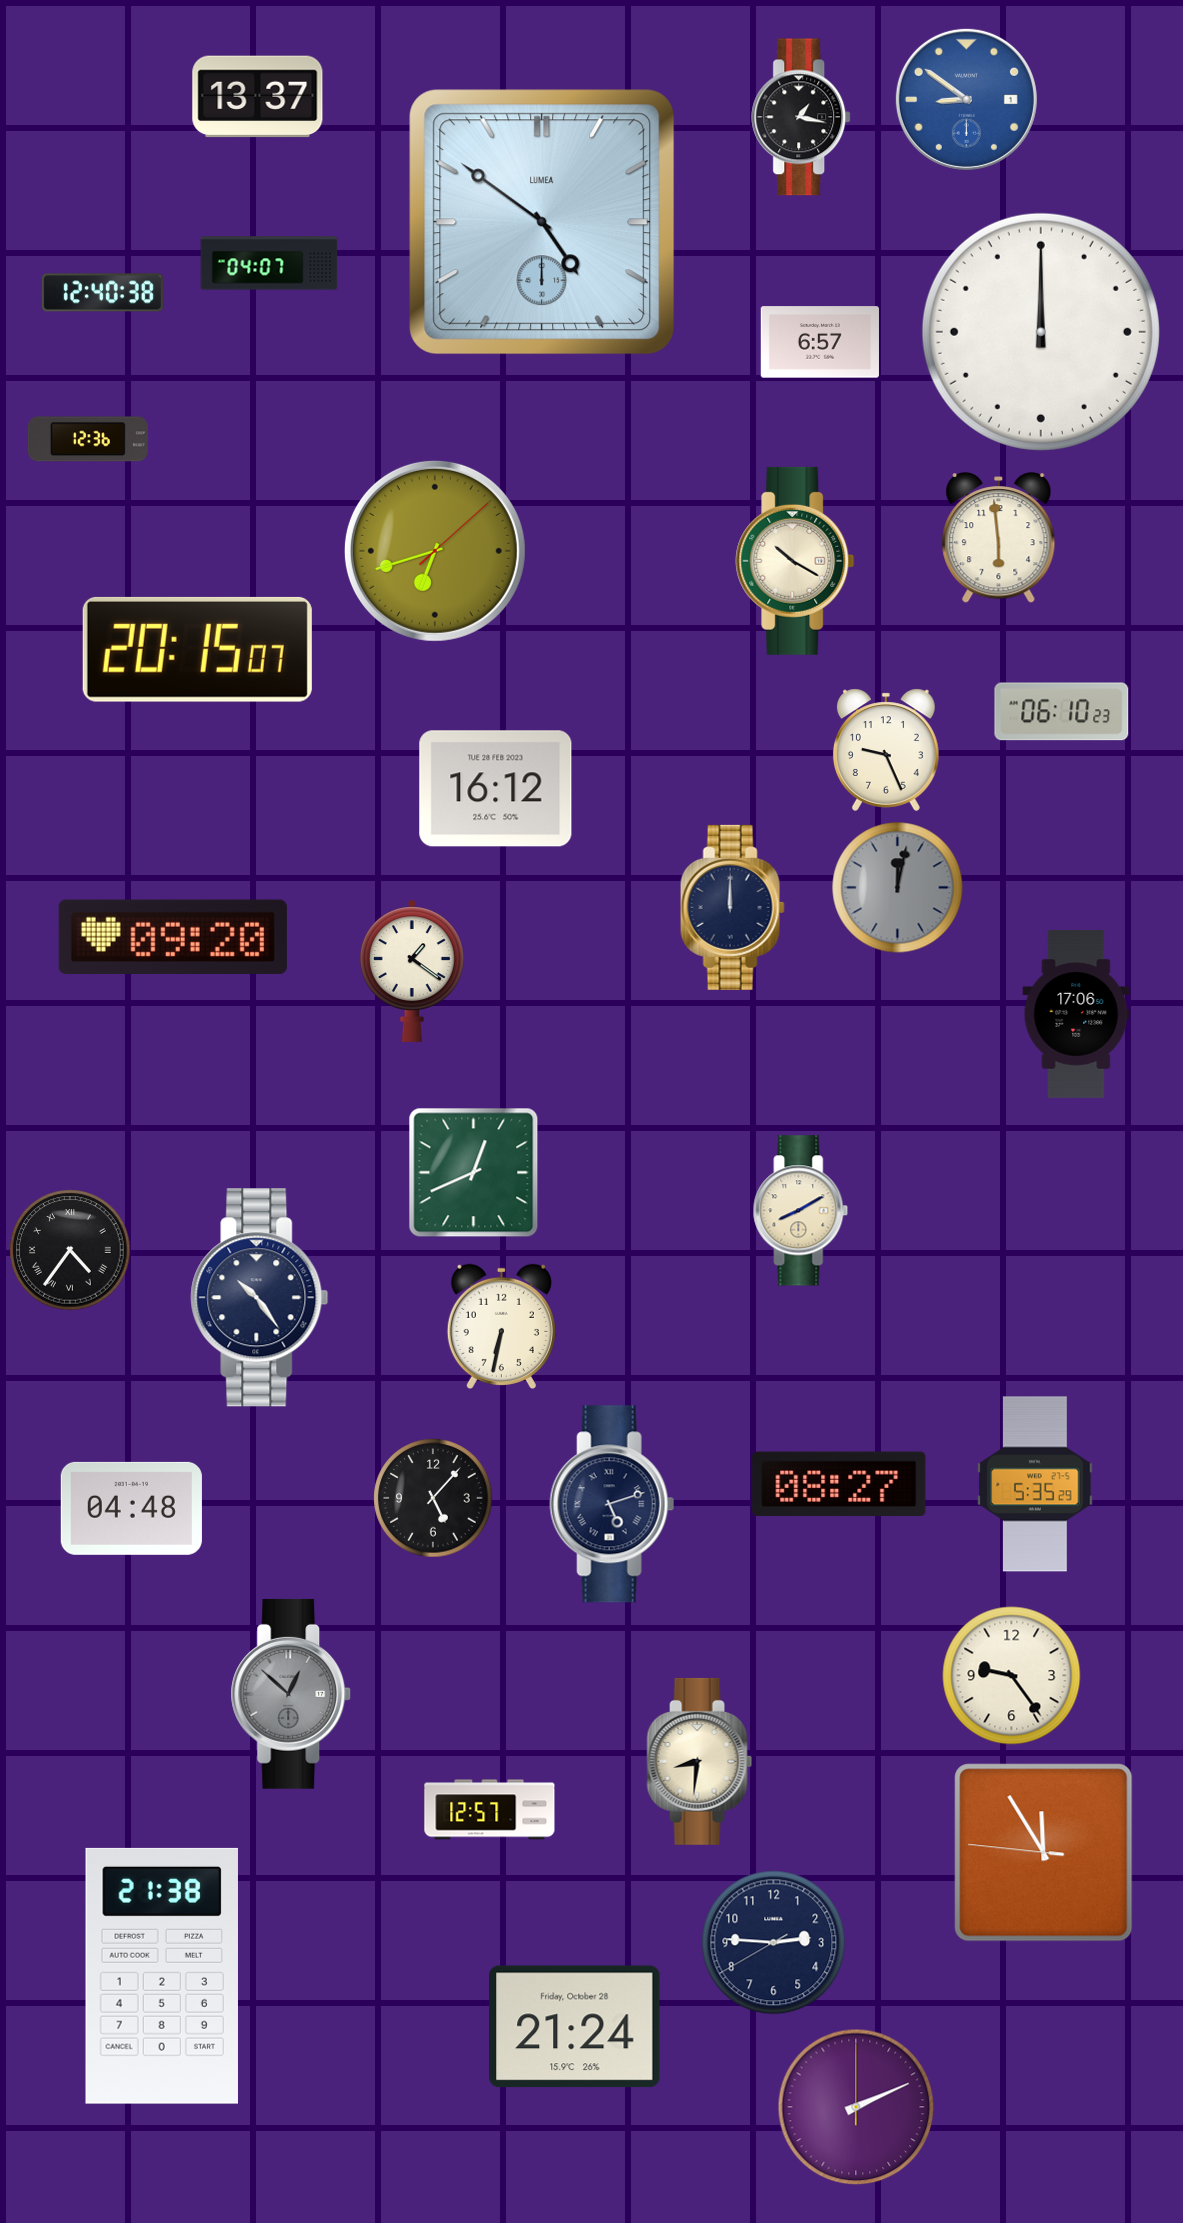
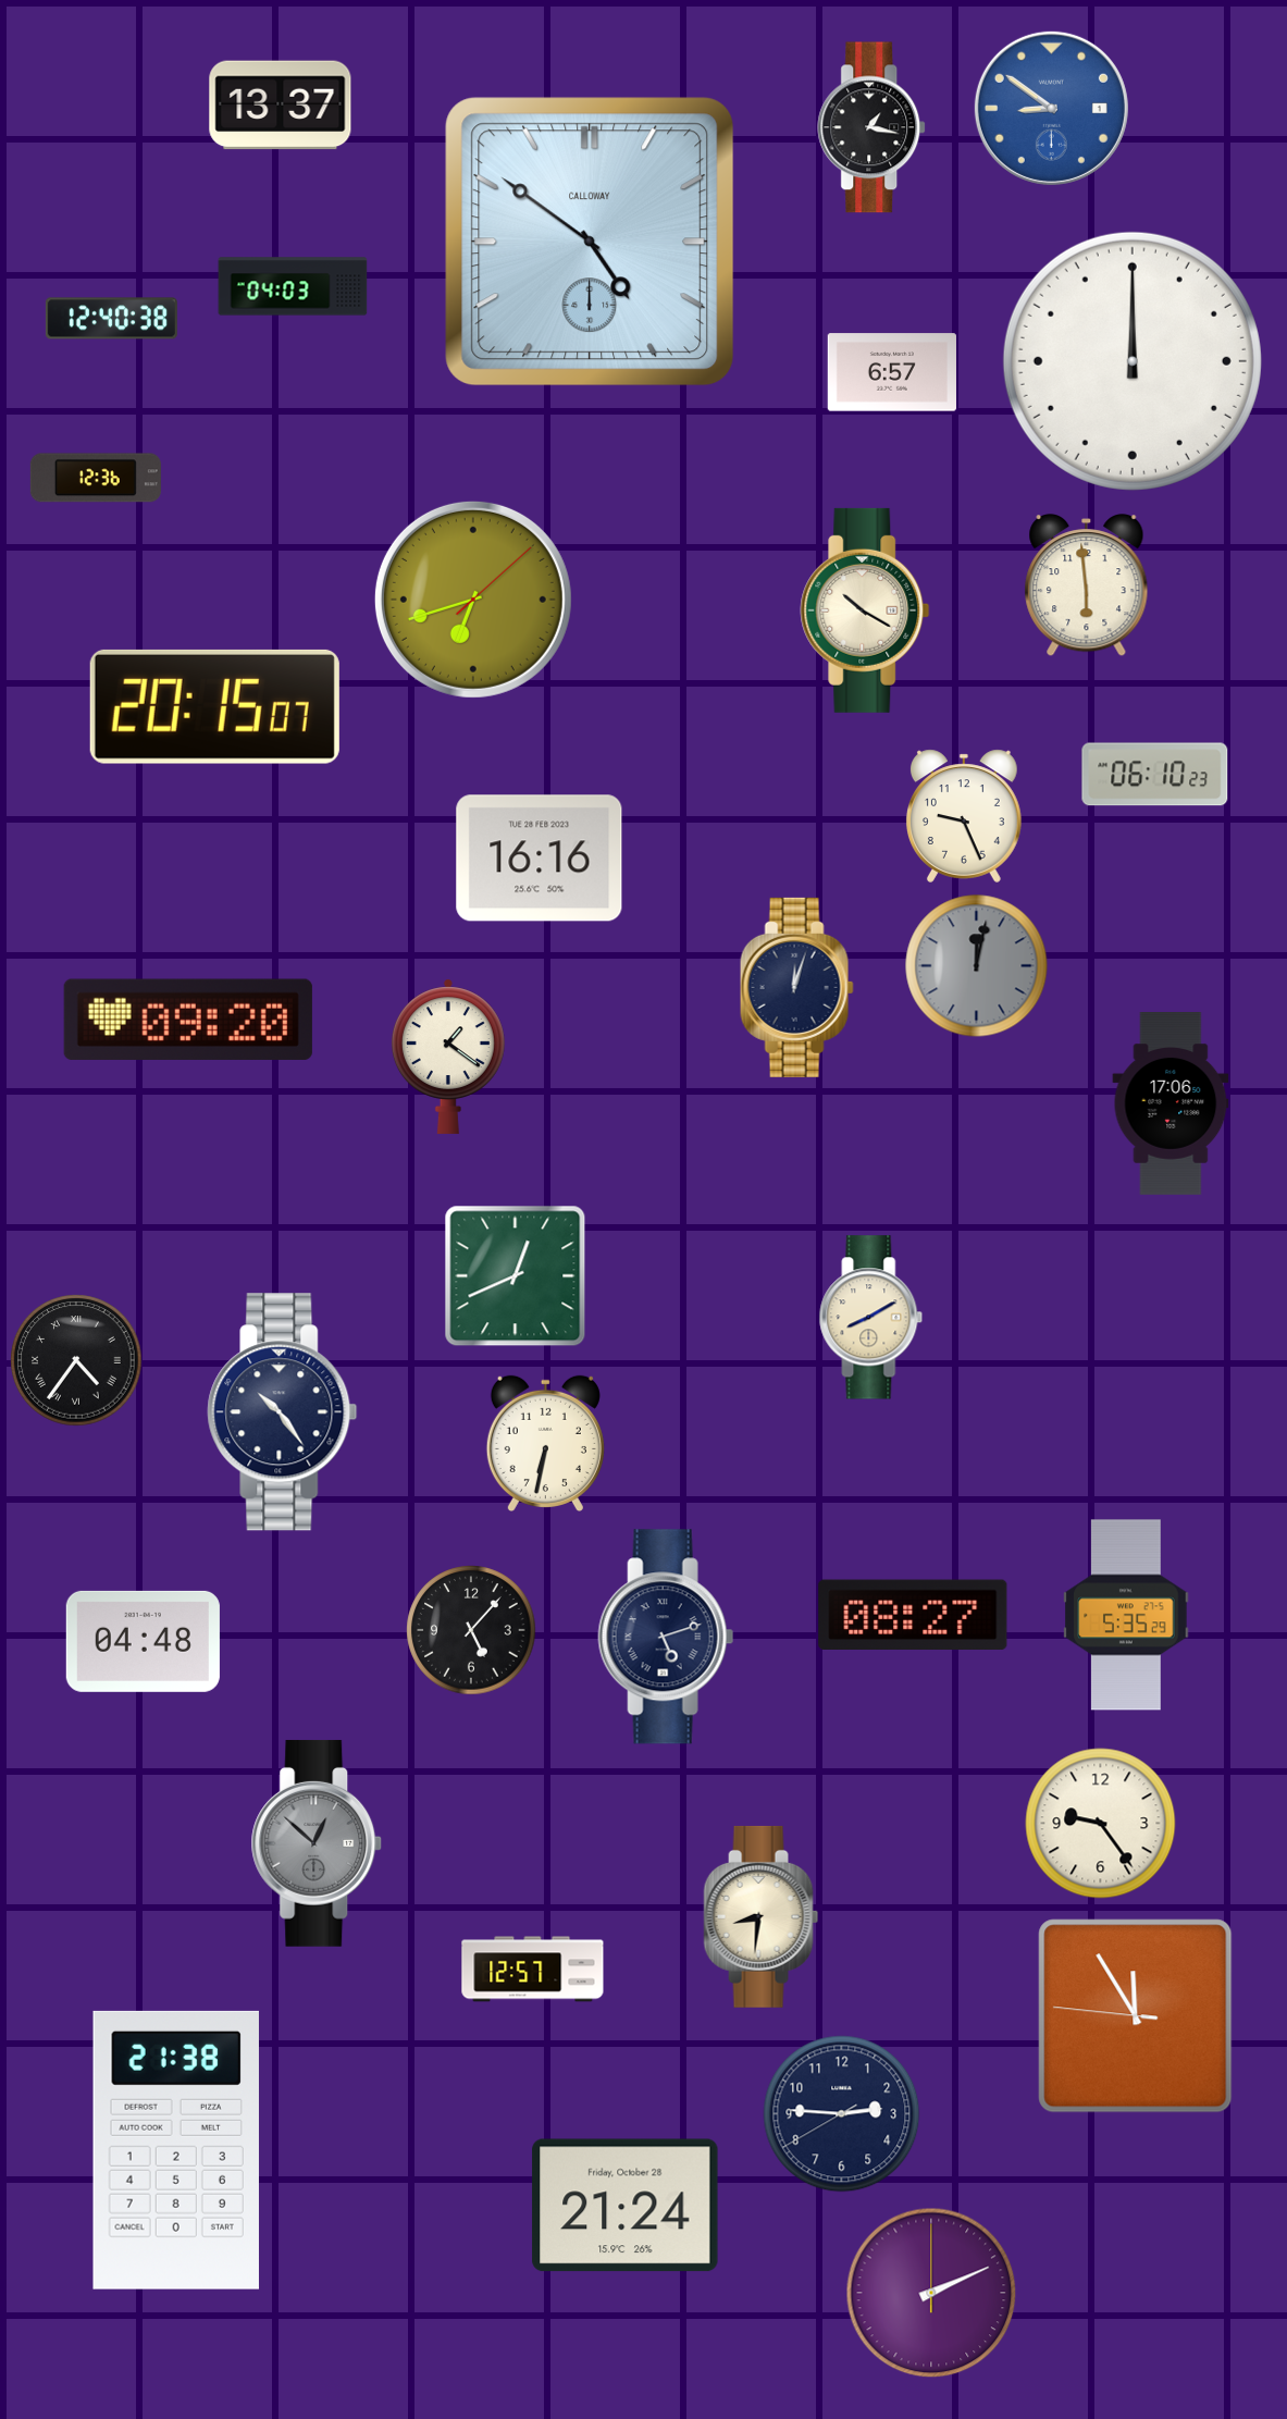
clock at (542, 222) brand: LUMEA -> CALLOWAY
clock at (269, 263): 04:07 -> 04:03
clock at (496, 789): 16:12 -> 16:16
clock at (732, 907): 12:00 -> 12:03
